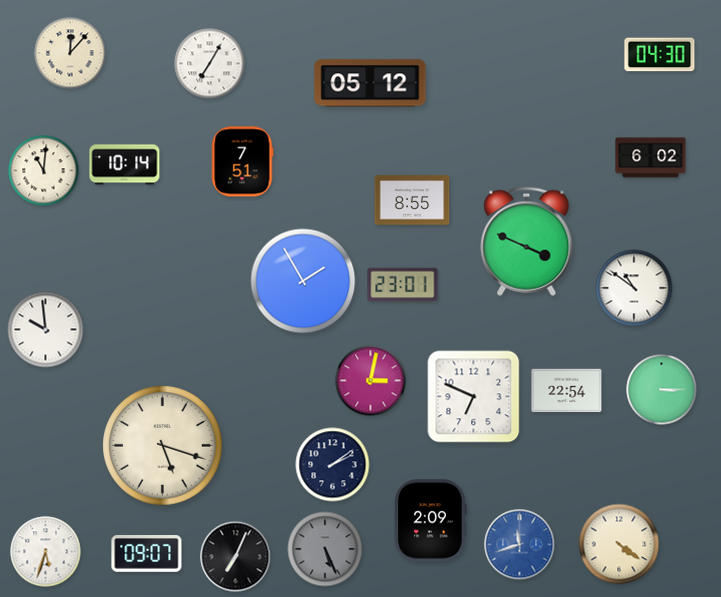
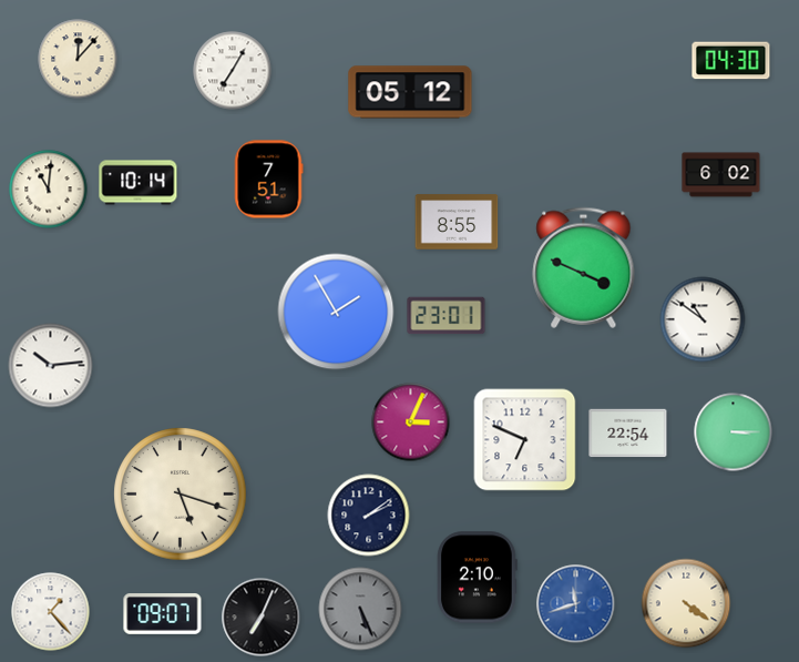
clock at (46, 330): 9:59 -> 10:14
clock at (371, 381): 3:02 -> 3:04
clock at (431, 521): 2:09 -> 2:10
clock at (46, 552): 5:33 -> 1:23
